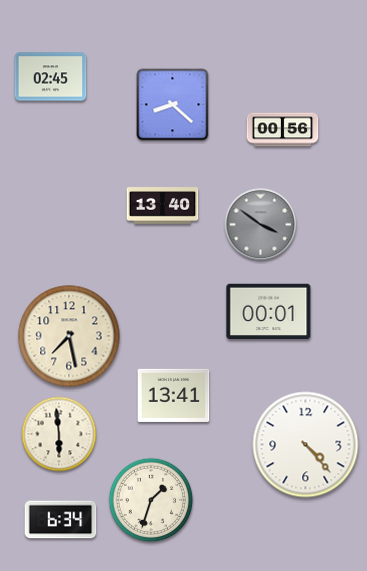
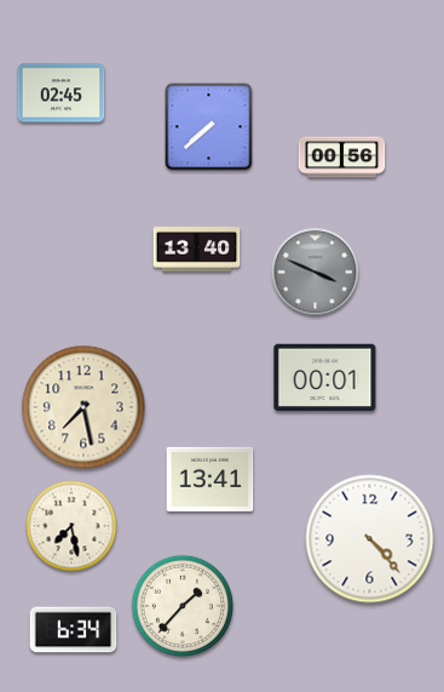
clock at (173, 105): 8:22 -> 7:38
clock at (261, 225): 3:51 -> 3:49
clock at (59, 434): 5:59 -> 7:28
clock at (151, 500): 1:33 -> 1:37
